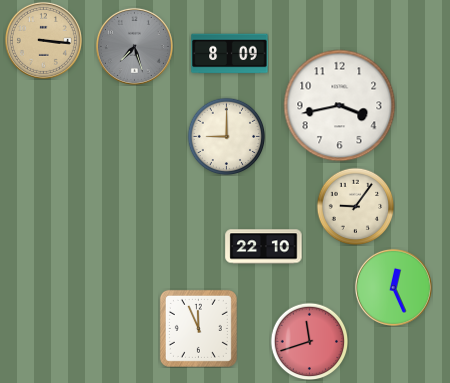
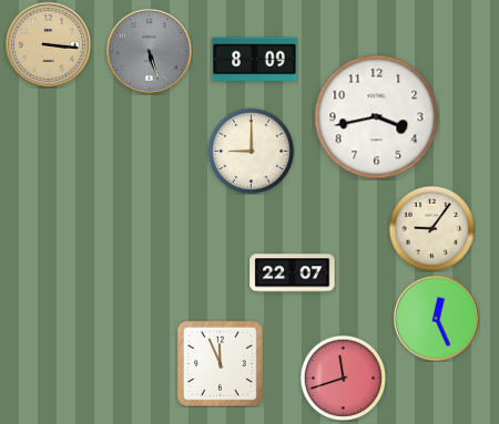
clock at (134, 46): 7:27 -> 5:27
clock at (355, 206) position: (355, 206) -> (431, 228)
clock at (264, 247): 22:10 -> 22:07
